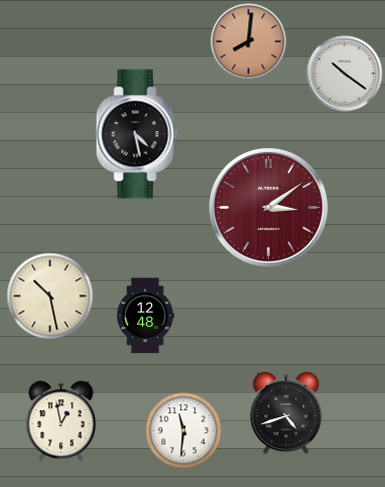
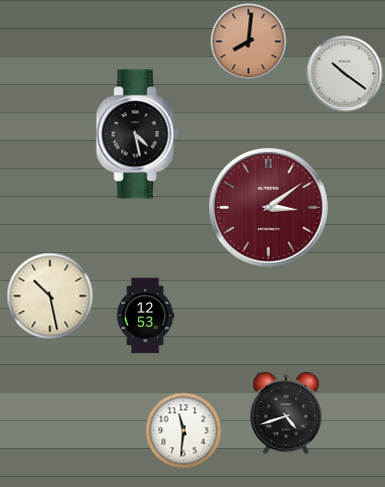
clock at (145, 316): 12:48 -> 12:53
clock at (61, 421): 12:58 -> none
